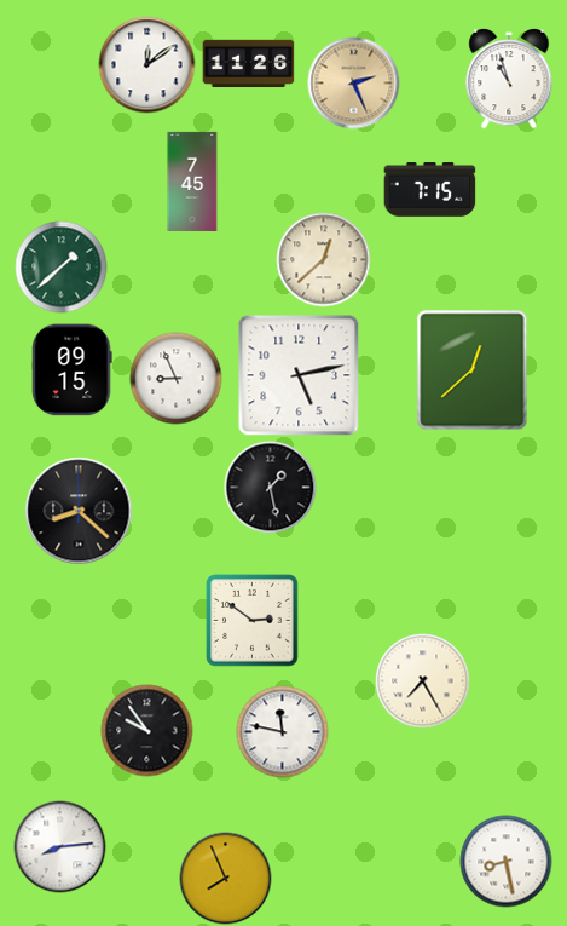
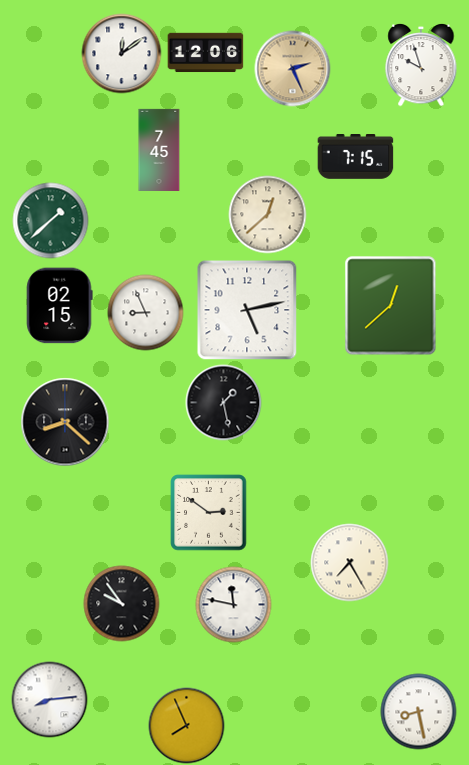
clock at (249, 64): 11:26 -> 12:06
clock at (509, 79): 10:57 -> 9:57
clock at (73, 370): 09:15 -> 02:15
